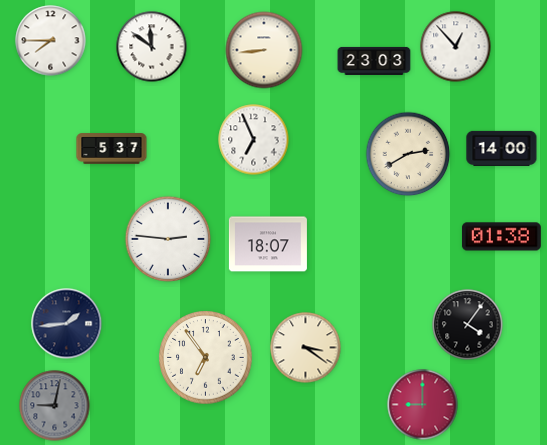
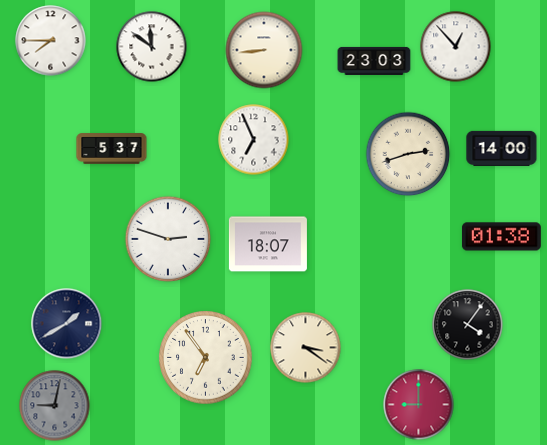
clock at (408, 154): 2:40 -> 2:42
clock at (168, 239): 2:46 -> 2:48
clock at (67, 324): 1:44 -> 1:40
clock at (423, 405) position: (423, 405) -> (419, 405)
